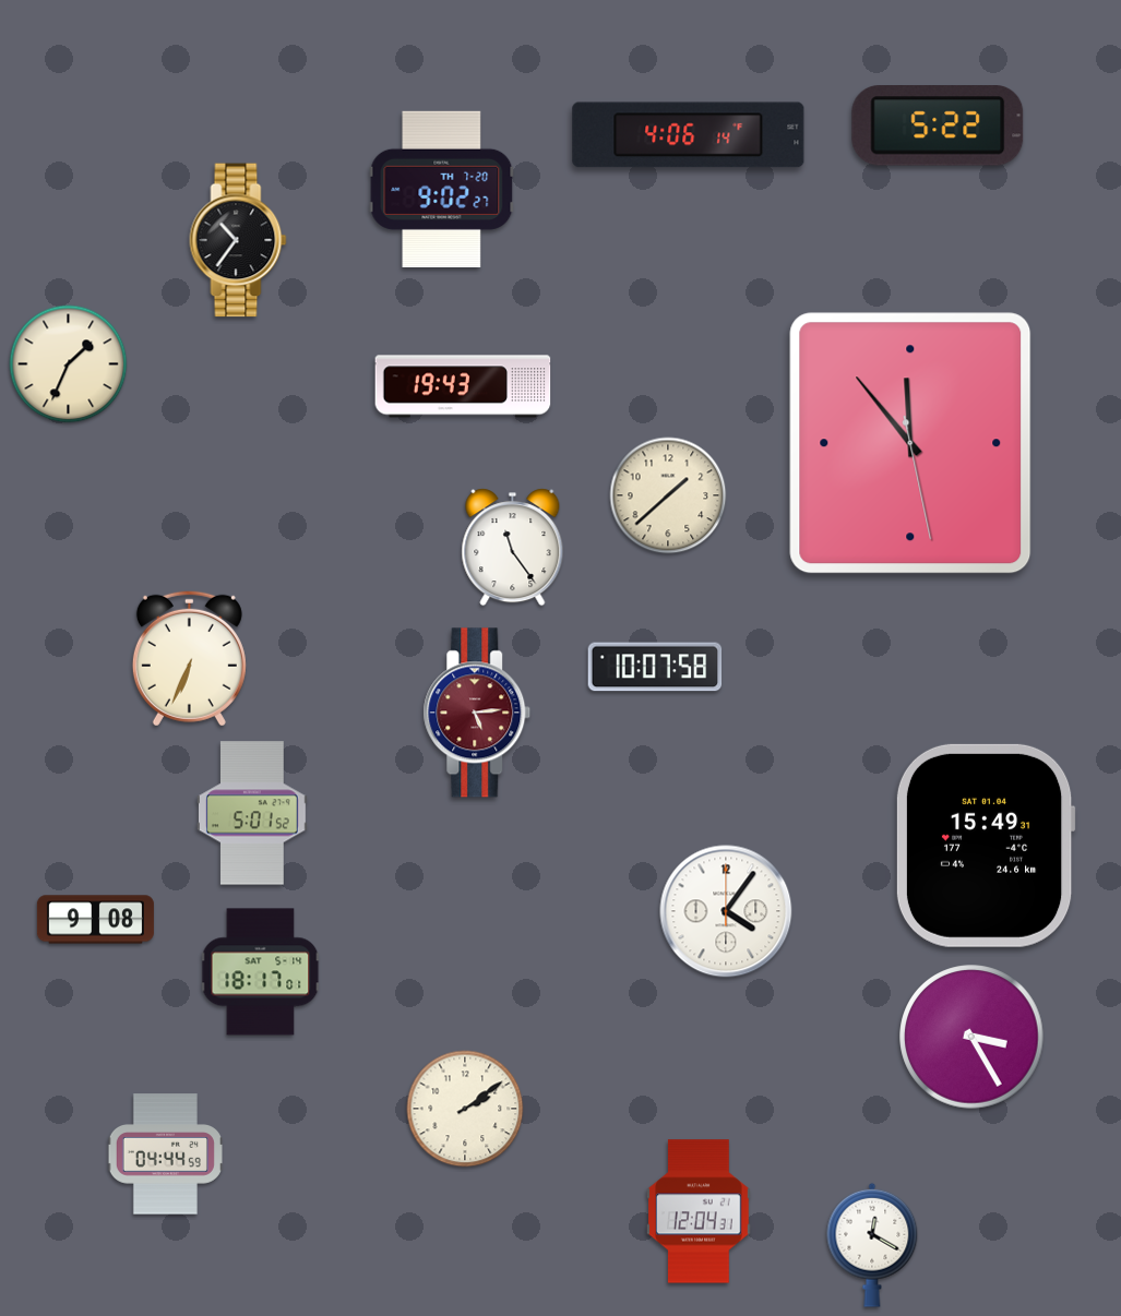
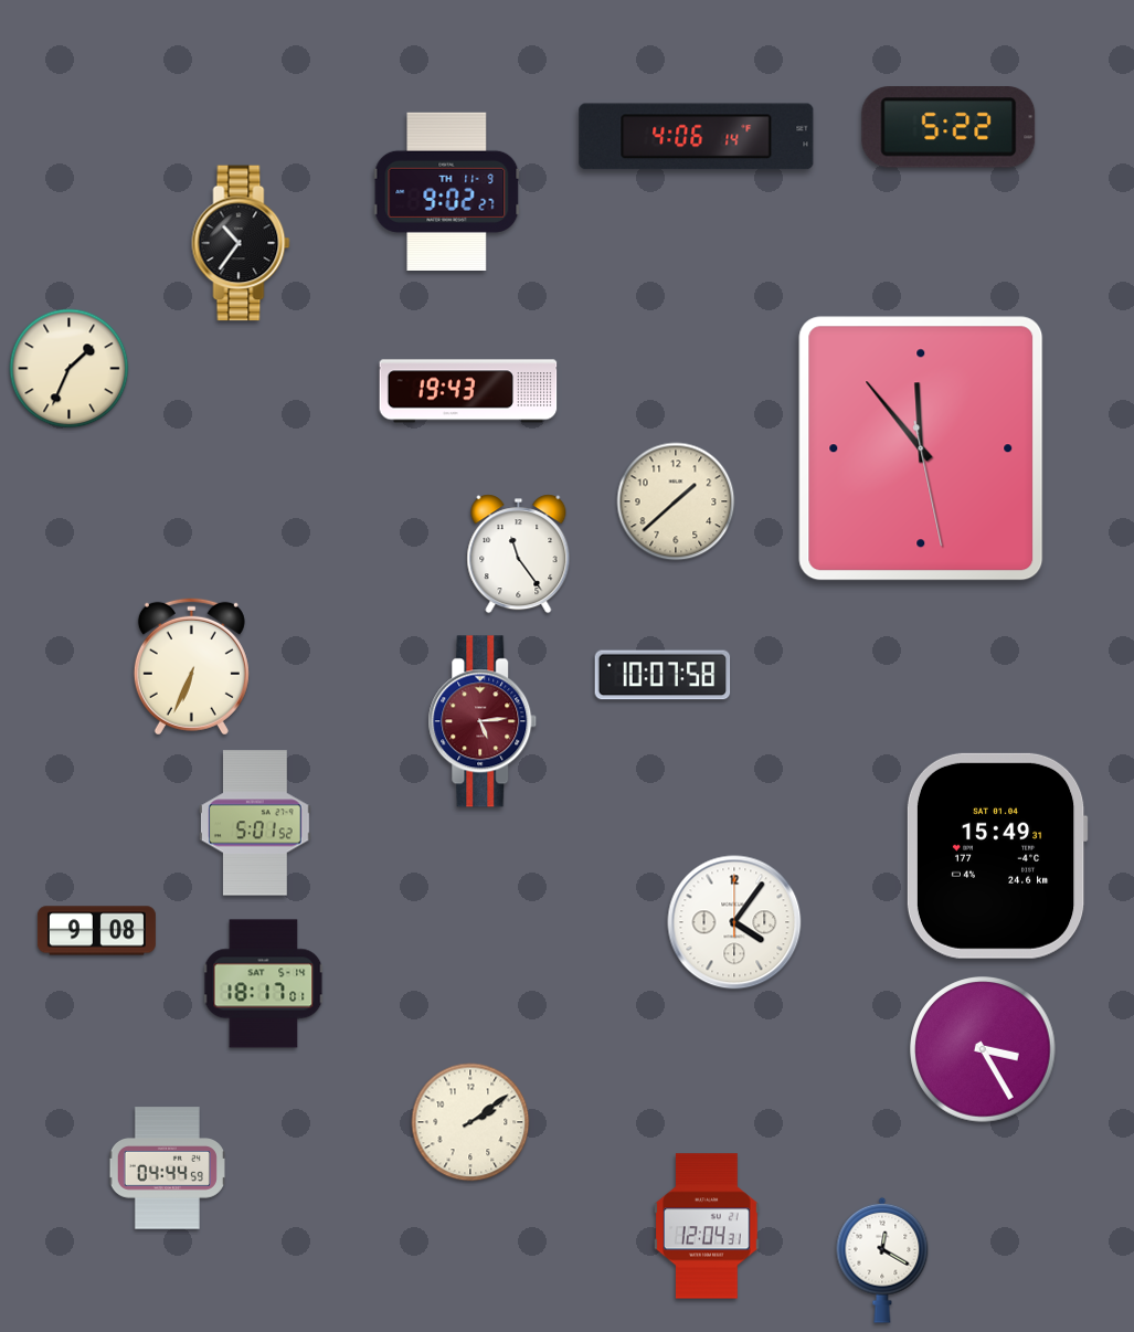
clock at (442, 189) date: TH 7-20 -> TH 11-9
